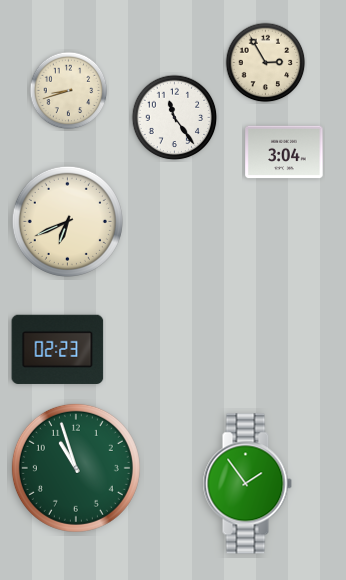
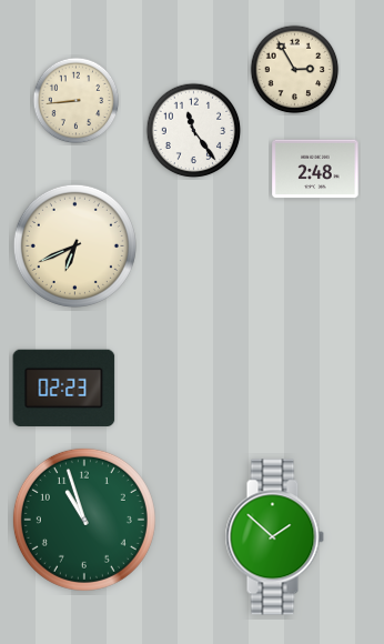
clock at (69, 91): 8:42 -> 8:44
clock at (284, 152): 3:04 -> 2:48
clock at (247, 484): 1:54 -> 1:52
